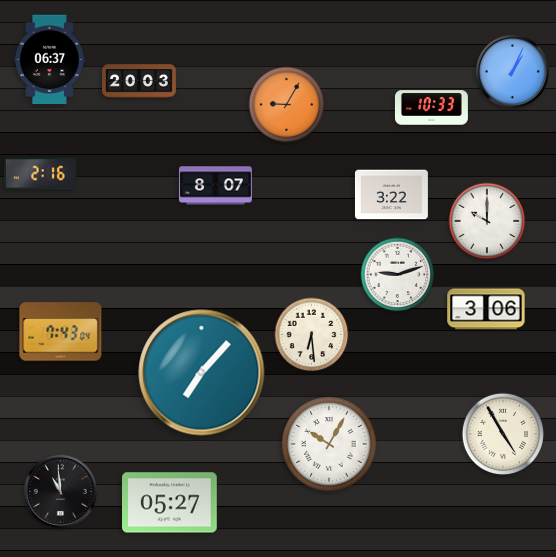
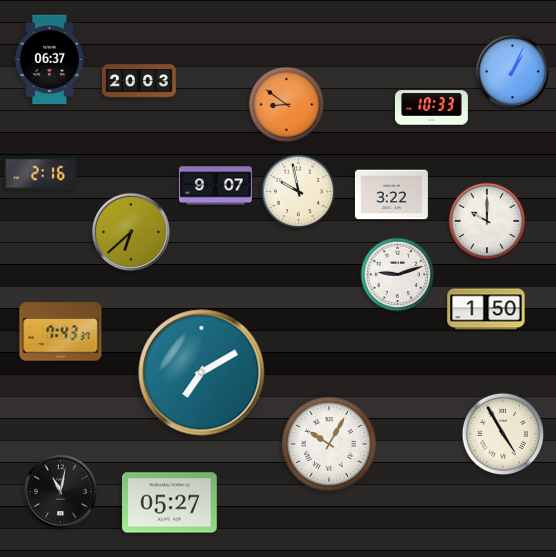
clock at (287, 105): 9:05 -> 8:51
clock at (215, 186): 8:07 -> 9:07
clock at (299, 192): none -> 9:58
clock at (131, 232): none -> 6:38
clock at (486, 309): 3:06 -> 1:50
clock at (61, 332): 7:43:04 -> 7:43:37
clock at (312, 335): 6:29 -> none
clock at (202, 373): 7:07 -> 7:10
clock at (60, 491): 10:59 -> 11:02
